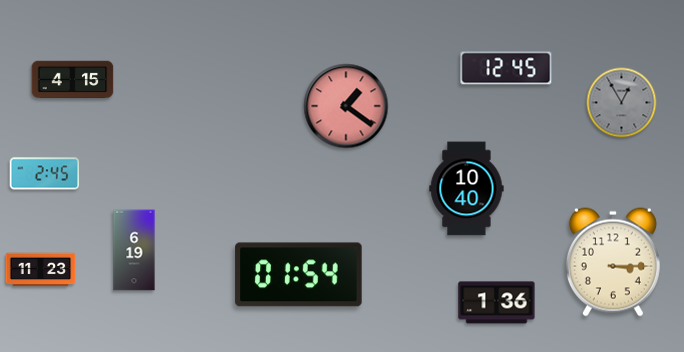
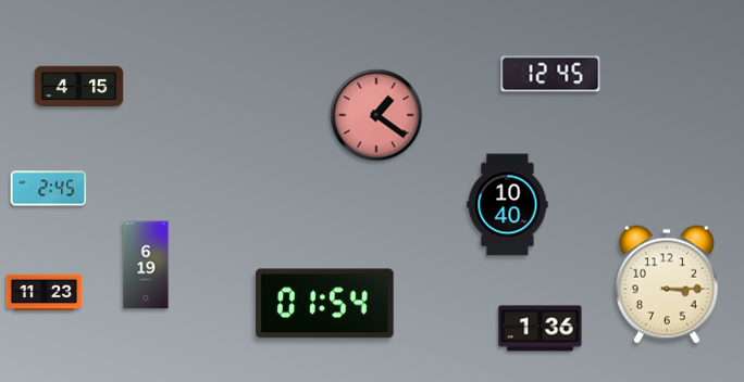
clock at (622, 103): 12:55 -> none
clock at (134, 250) position: (134, 250) -> (146, 265)
clock at (299, 275) position: (299, 275) -> (325, 304)
